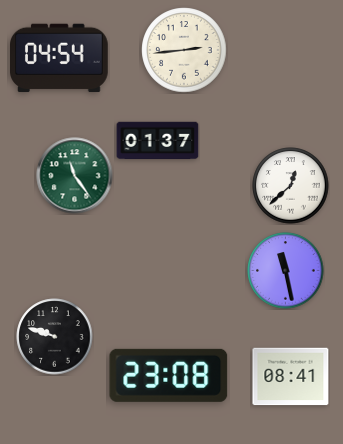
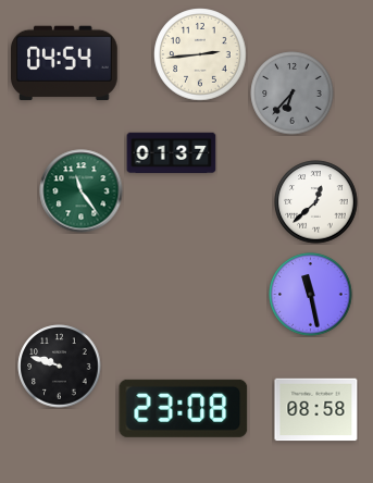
clock at (293, 94): none -> 6:37
clock at (291, 377): 08:41 -> 08:58
